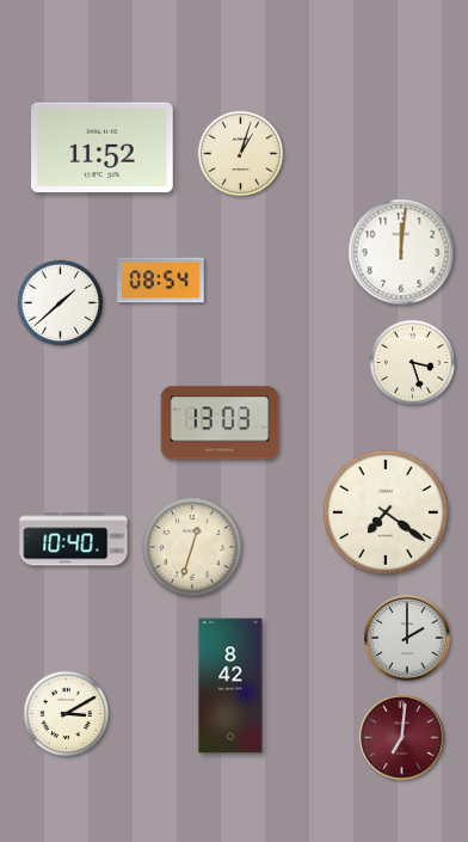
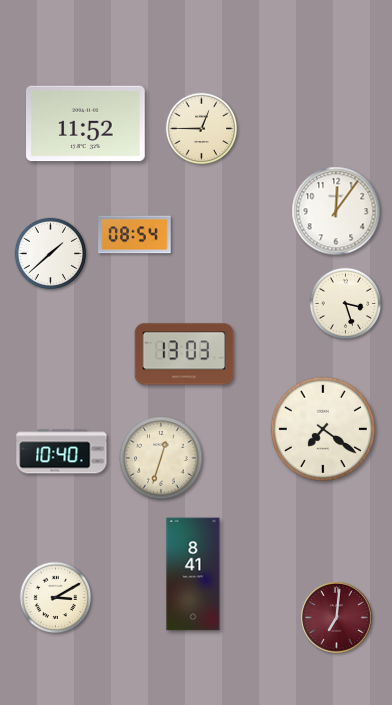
clock at (241, 154): 1:03 -> 12:45
clock at (401, 252): 12:01 -> 12:06
clock at (408, 639): 2:00 -> none
clock at (230, 686): 8:42 -> 8:41
